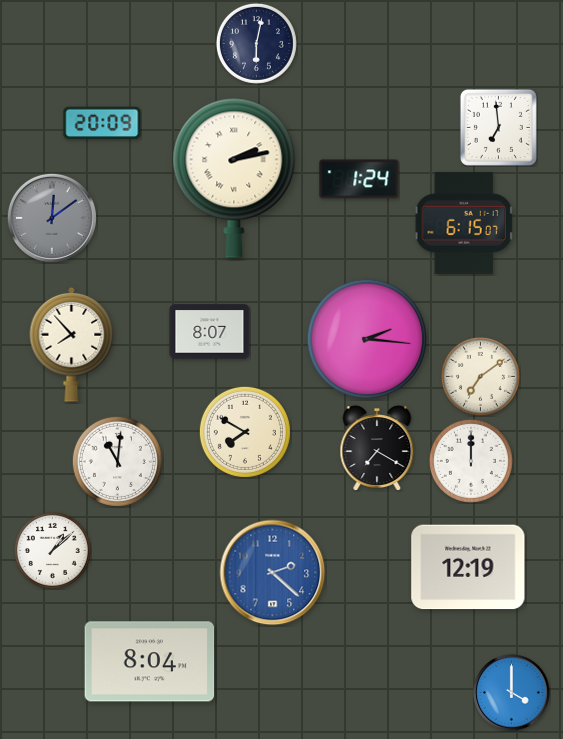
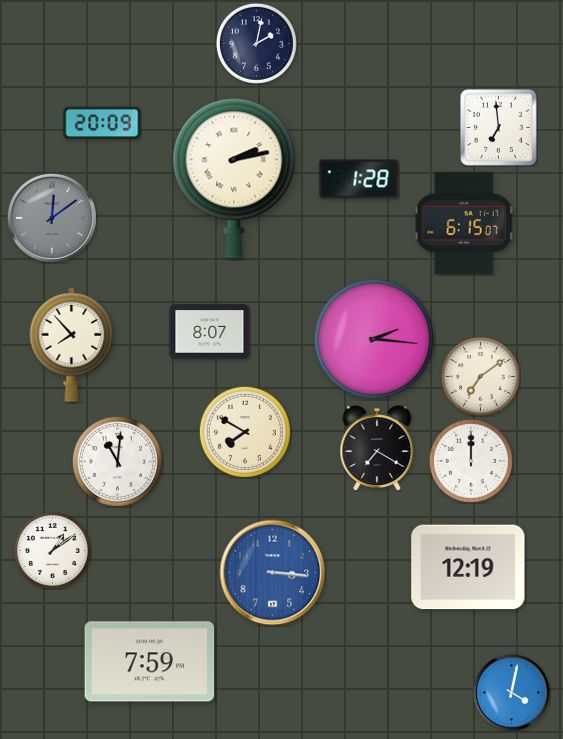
clock at (256, 43): 6:02 -> 2:02
clock at (359, 179): 1:24 -> 1:28
clock at (367, 339) position: (367, 339) -> (374, 339)
clock at (52, 550): 1:08 -> 1:09
clock at (273, 573): 2:22 -> 3:16
clock at (150, 662): 8:04 -> 7:59
clock at (512, 693): 4:00 -> 4:02
